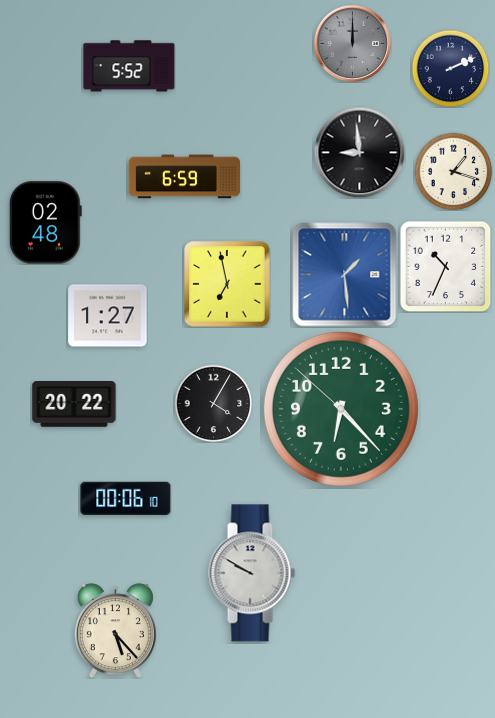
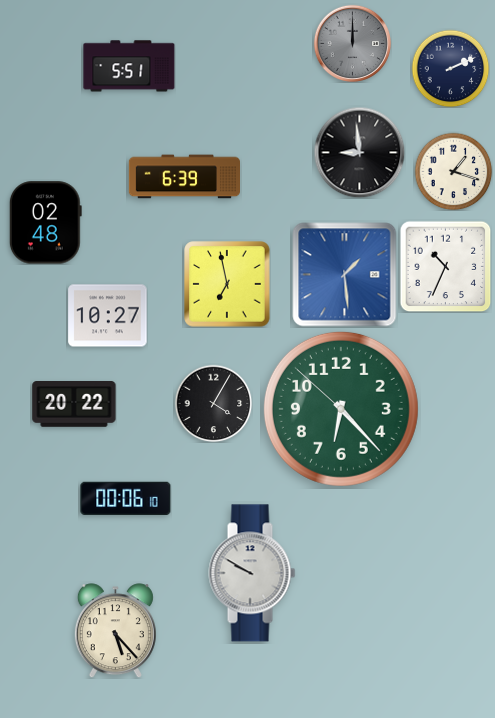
clock at (129, 66): 5:52 -> 5:51
clock at (184, 177): 6:59 -> 6:39
clock at (108, 316): 1:27 -> 10:27
